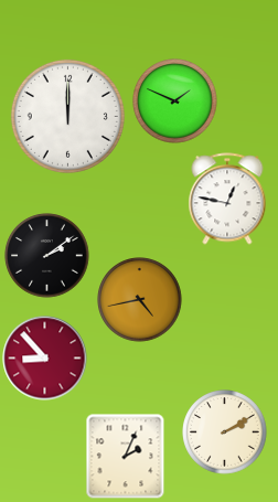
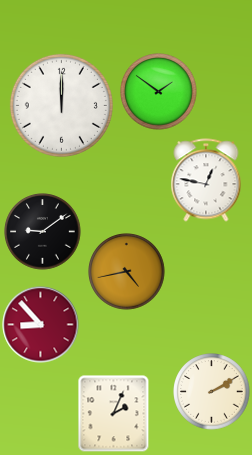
clock at (175, 102): 1:49 -> 1:51
clock at (47, 256): 2:09 -> 9:09
clock at (225, 432) position: (225, 432) -> (212, 392)
